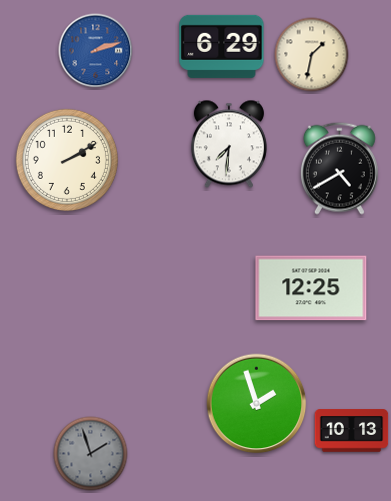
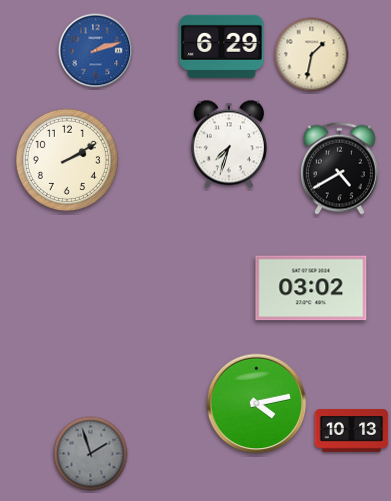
clock at (229, 144): 7:31 -> 7:33
clock at (311, 288): 12:25 -> 03:02
clock at (257, 404): 1:57 -> 4:13
